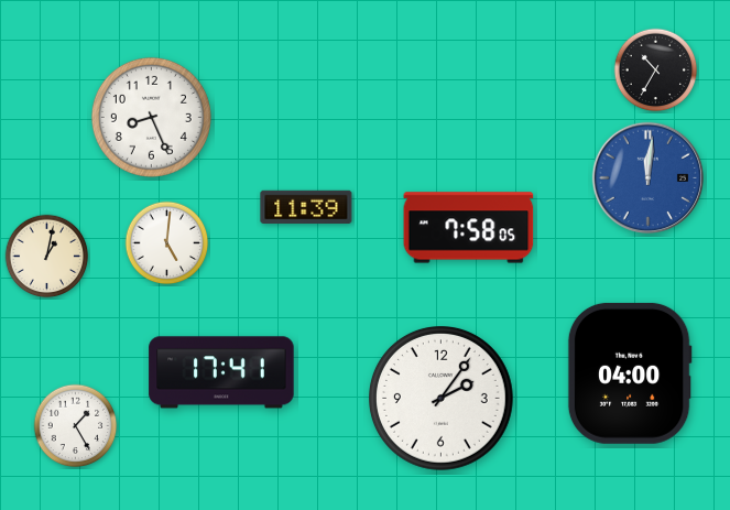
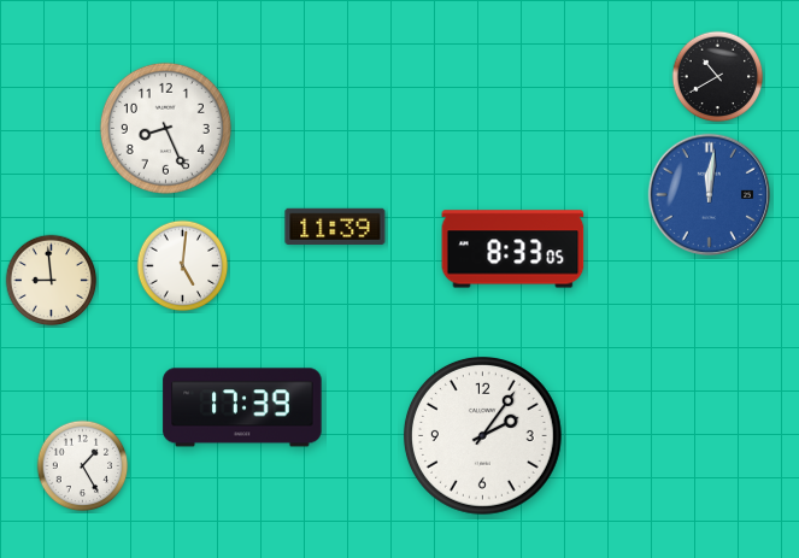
clock at (656, 70): 10:35 -> 10:40
clock at (469, 228): 7:58 -> 8:33
clock at (47, 257): 1:02 -> 8:59
clock at (221, 372): 17:41 -> 17:39
clock at (630, 373): 04:00 -> none
